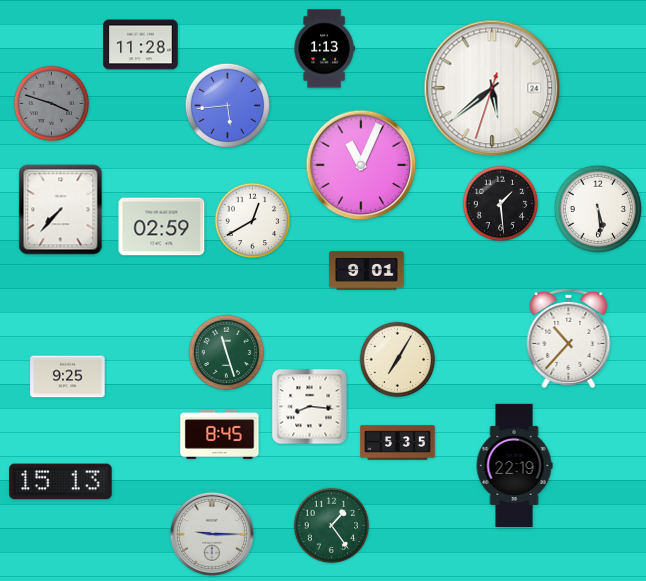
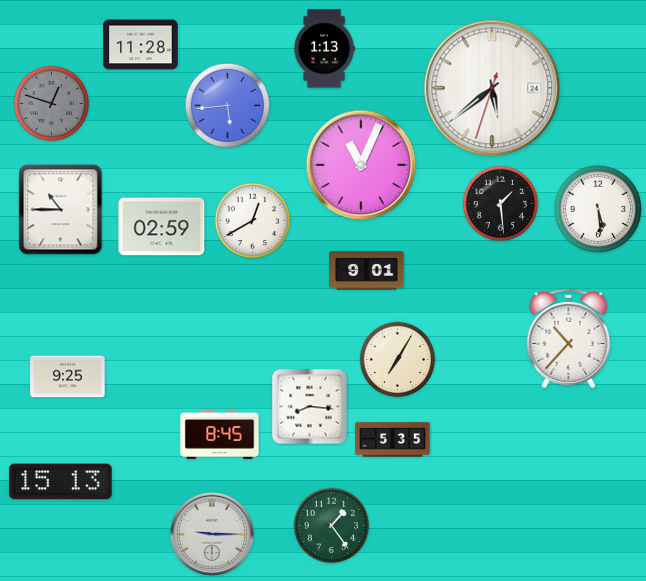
clock at (52, 104): 3:48 -> 12:48
clock at (61, 210): 7:37 -> 10:45
clock at (227, 353): 11:27 -> none
clock at (398, 443) position: (398, 443) -> (393, 440)
clock at (514, 465): 22:19 -> none
